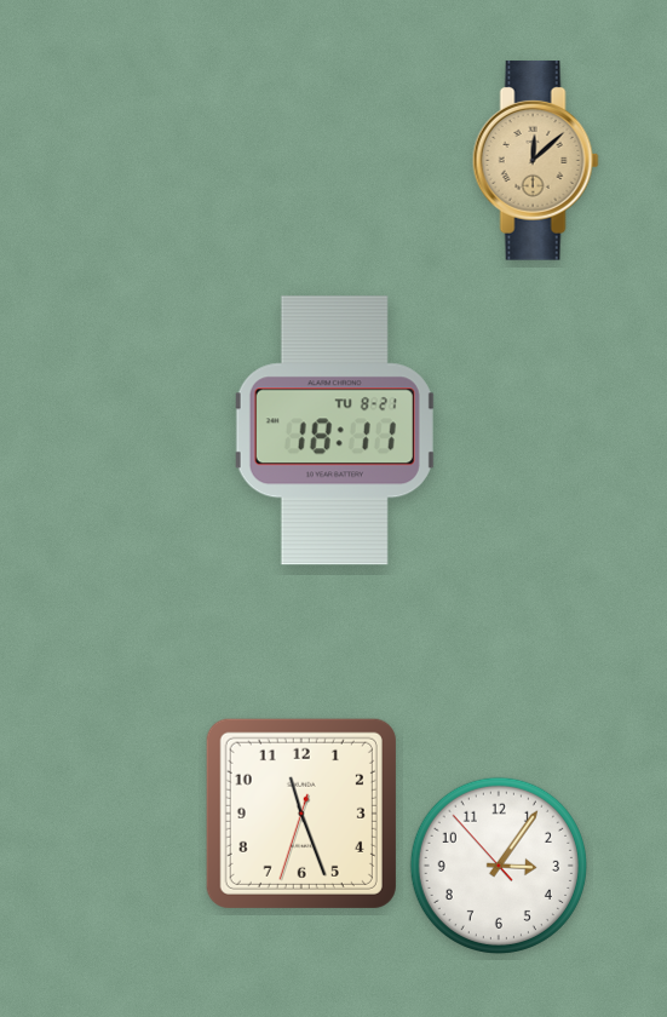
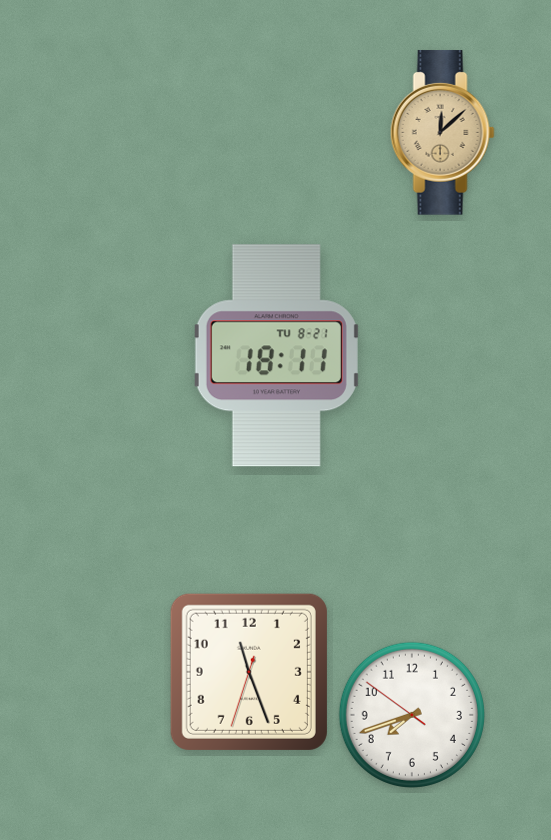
clock at (499, 866): 3:05 -> 7:41
